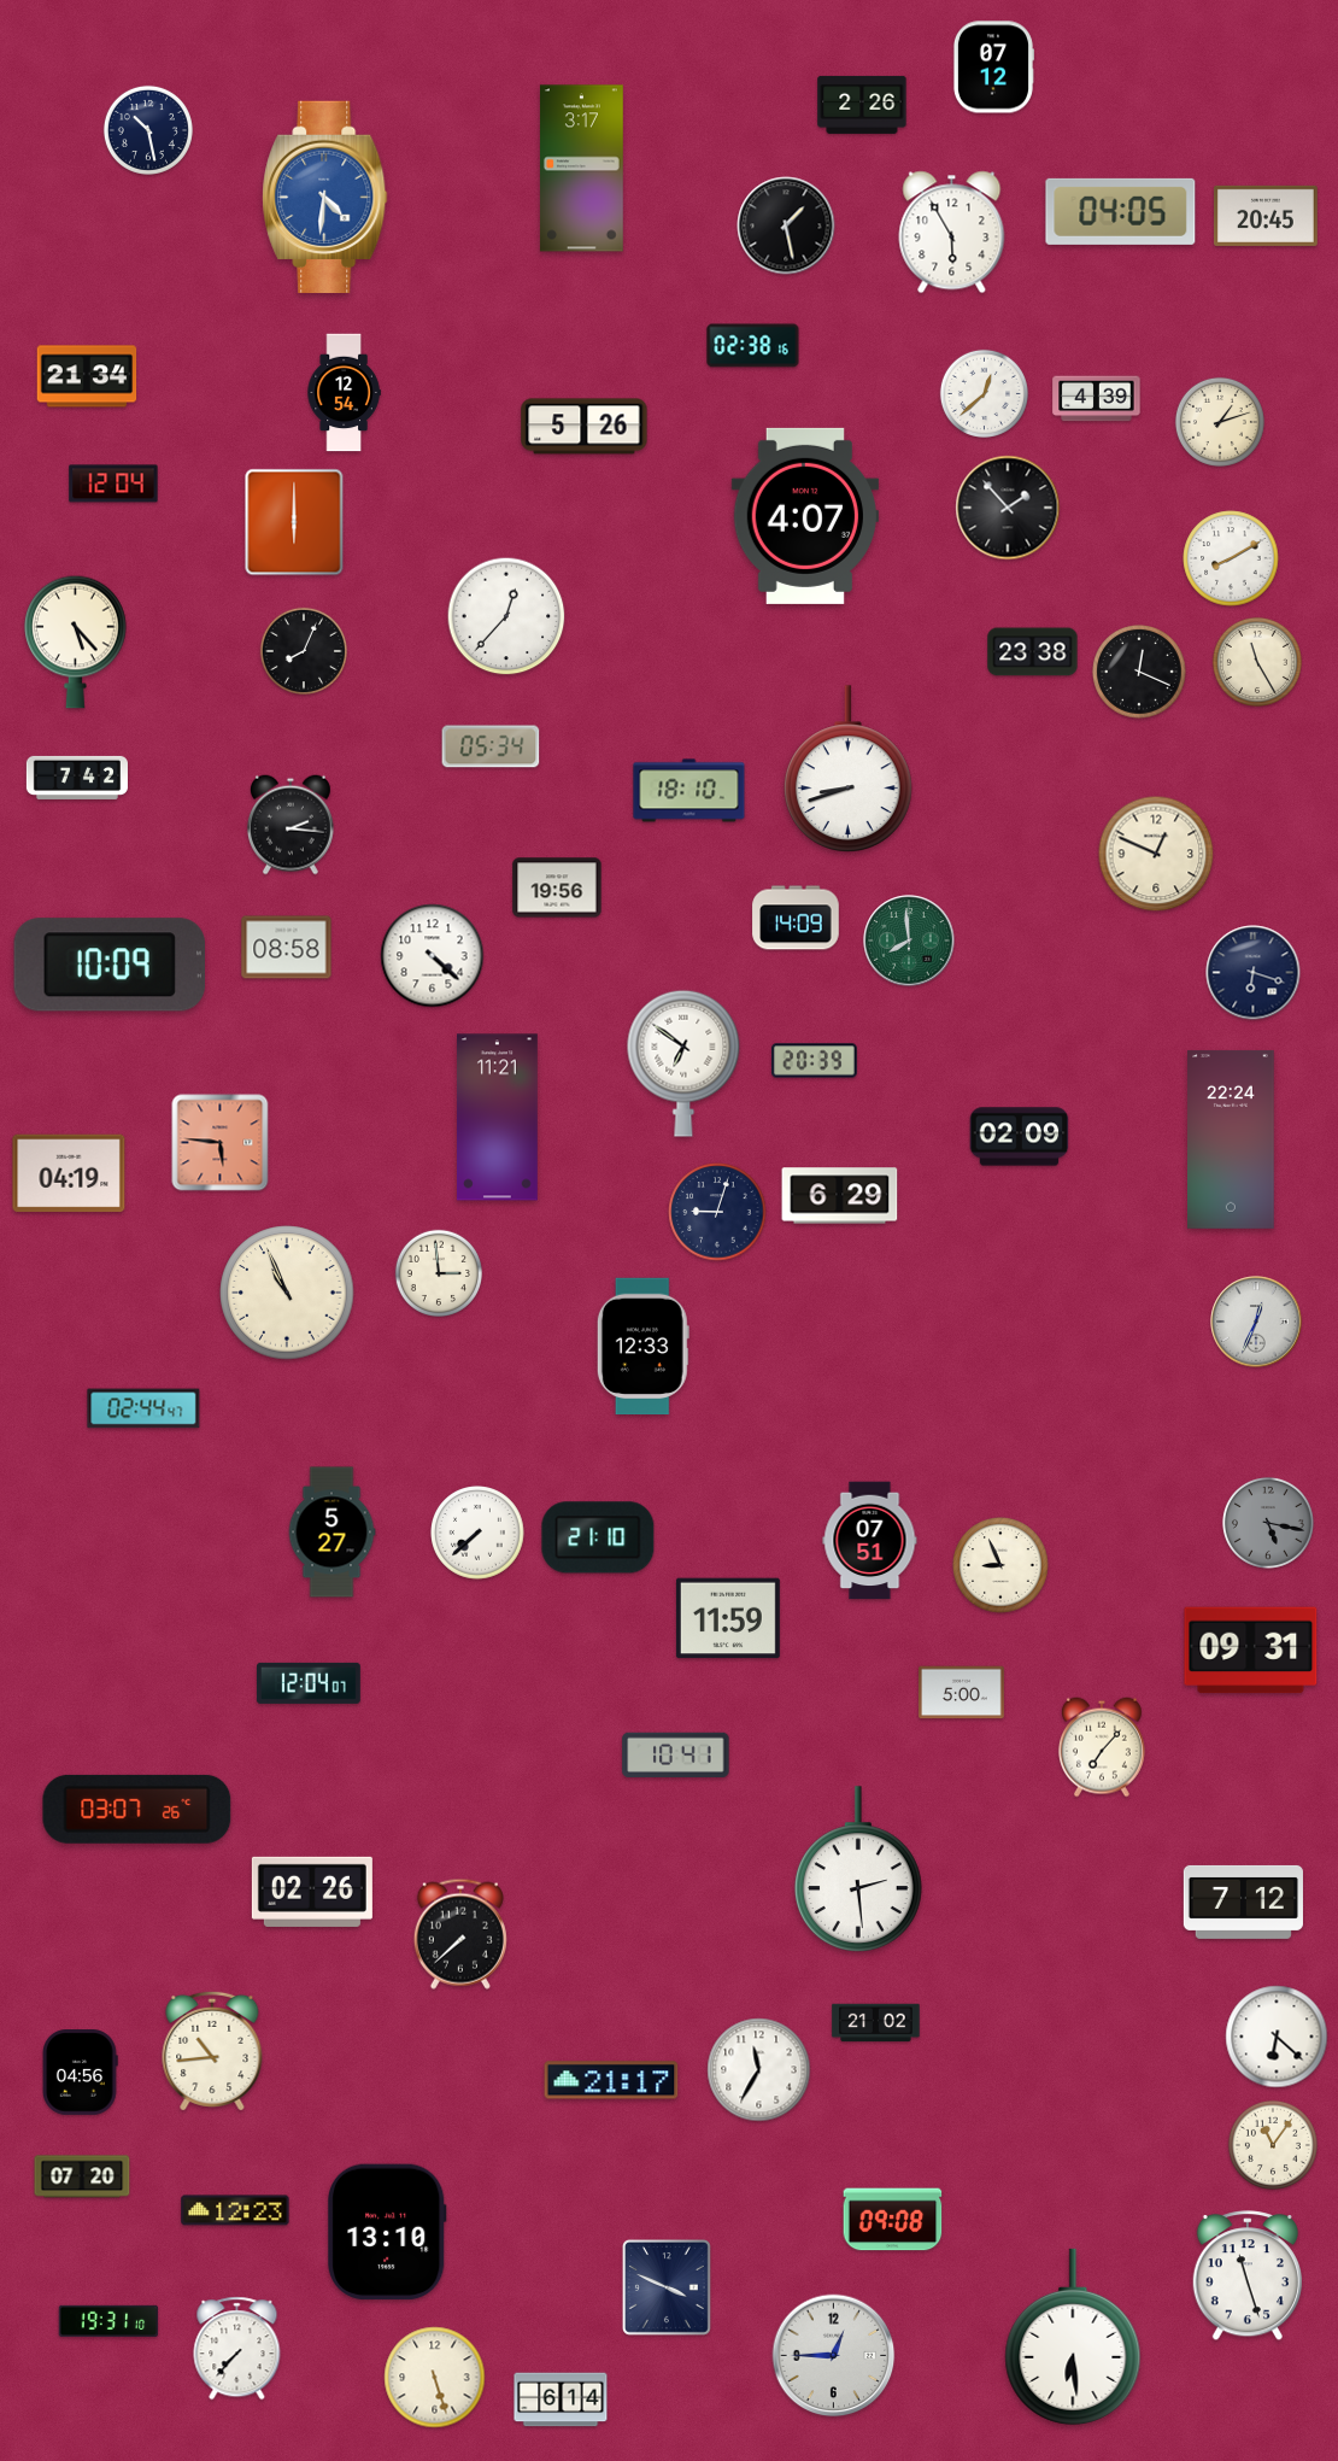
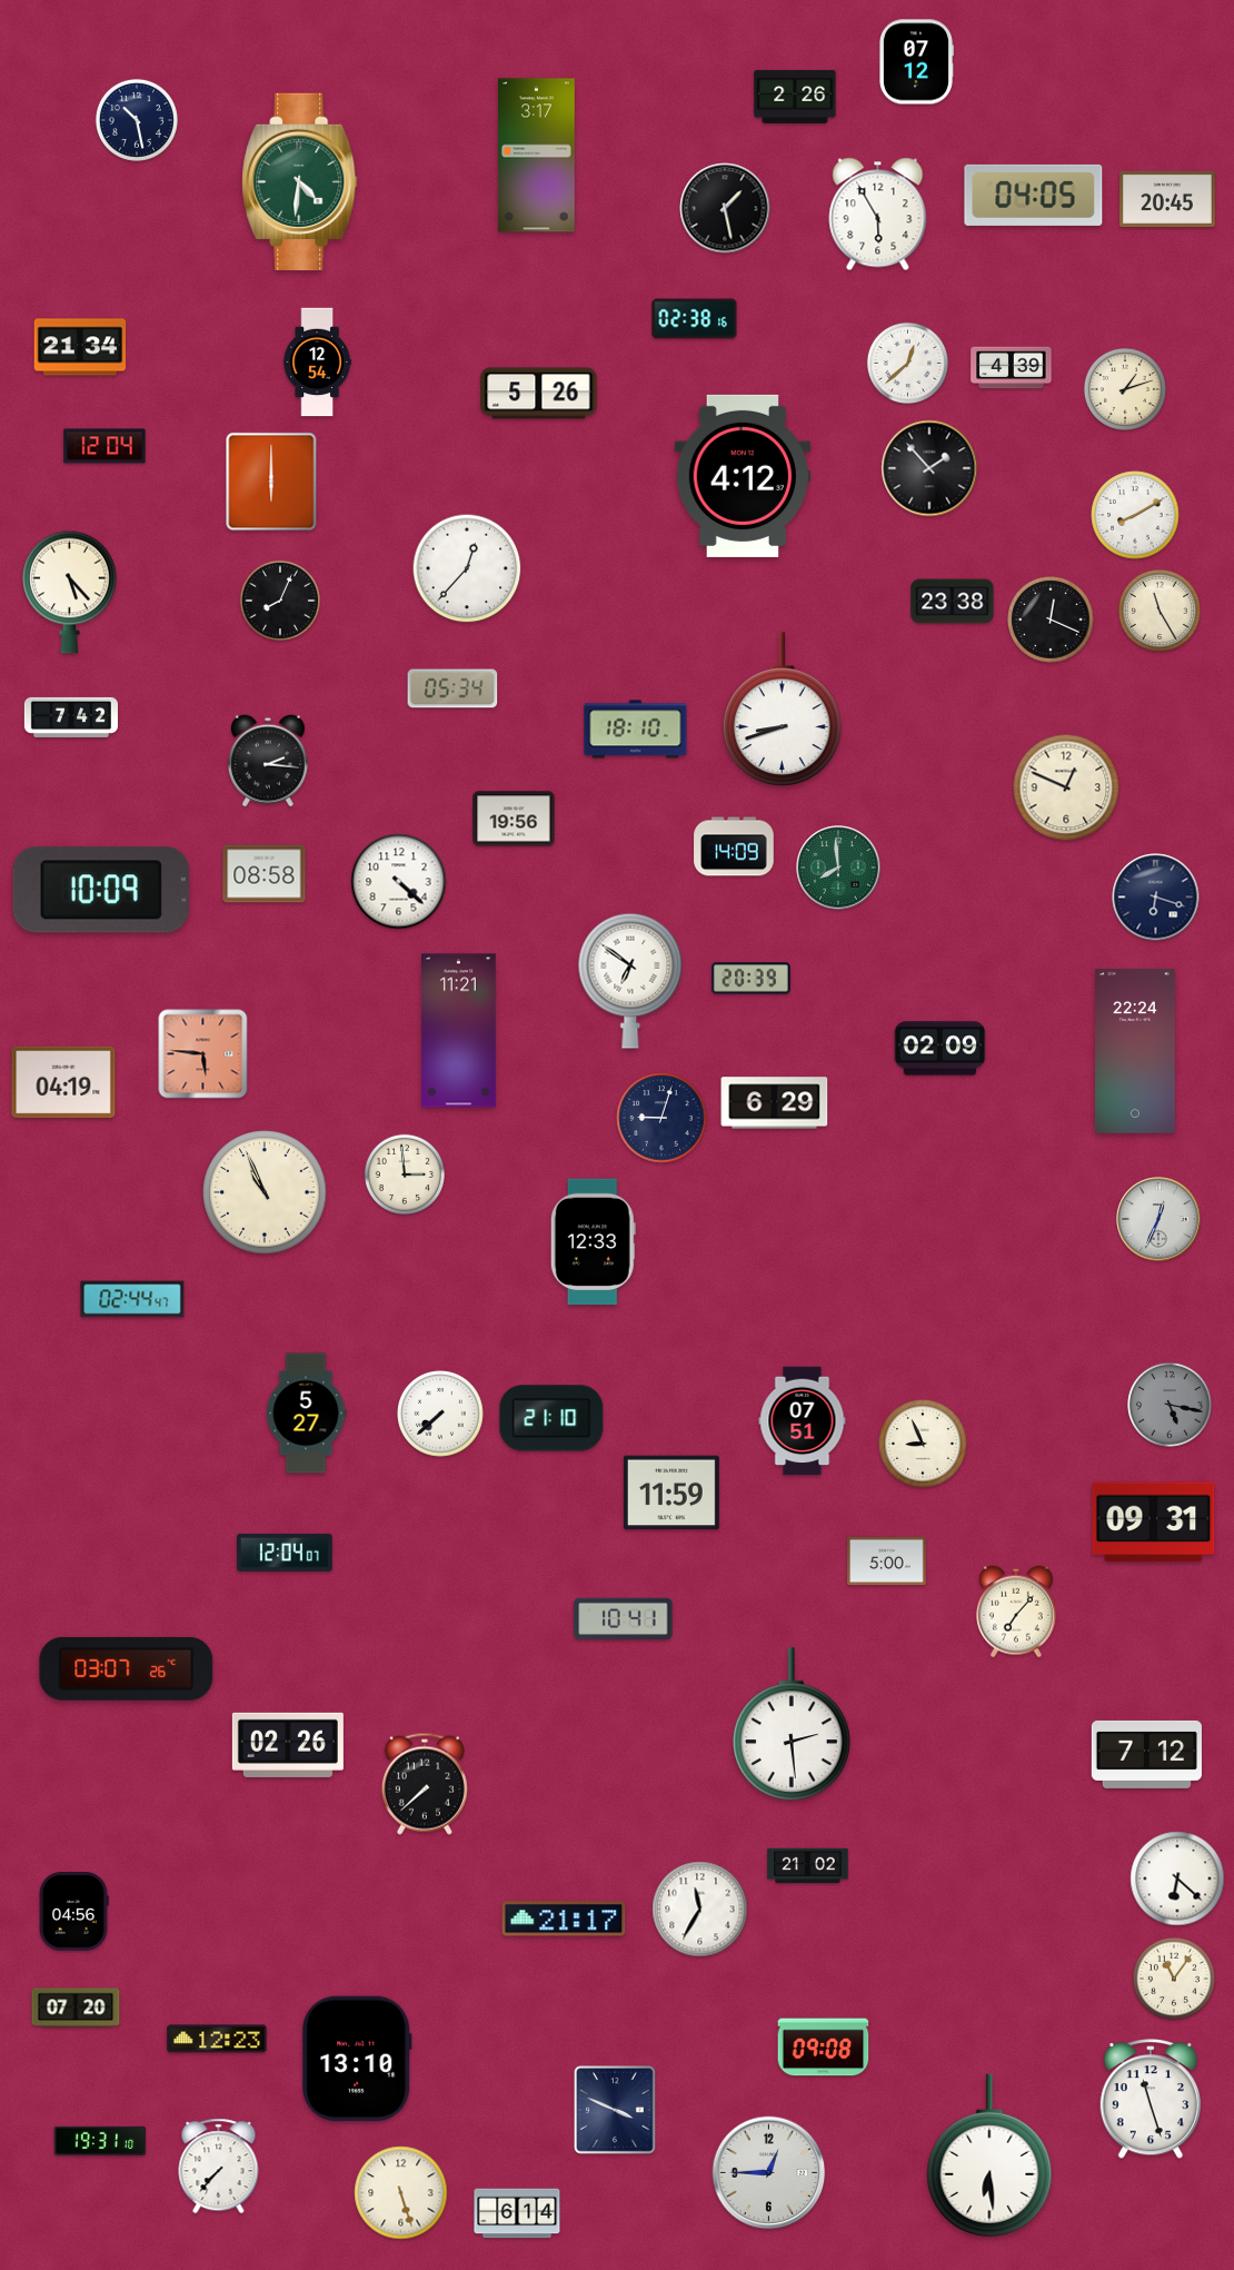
clock at (325, 197) dial: blue -> green
clock at (804, 516): 4:07 -> 4:12
clock at (212, 2050): 10:44 -> none
